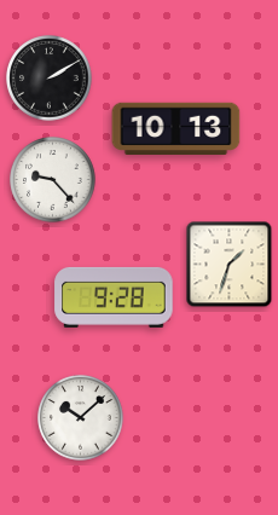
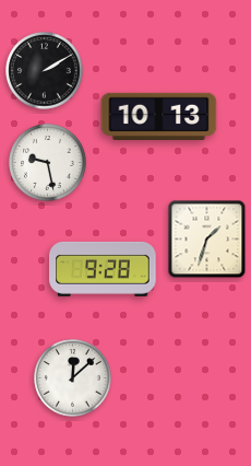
clock at (53, 180): 9:23 -> 9:28
clock at (81, 418): 10:08 -> 12:08
